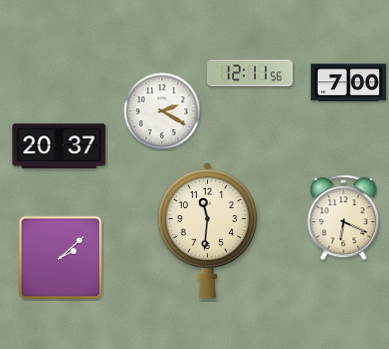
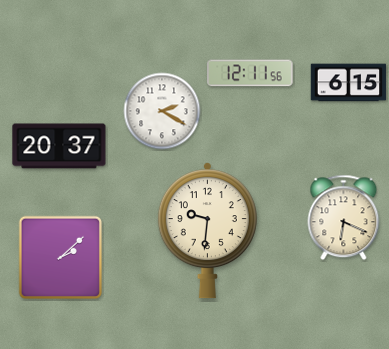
clock at (349, 83): 7:00 -> 6:15
clock at (207, 231): 11:31 -> 9:31
